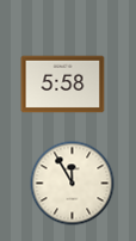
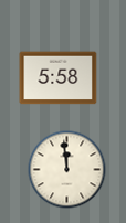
clock at (73, 184): 11:55 -> 11:59
